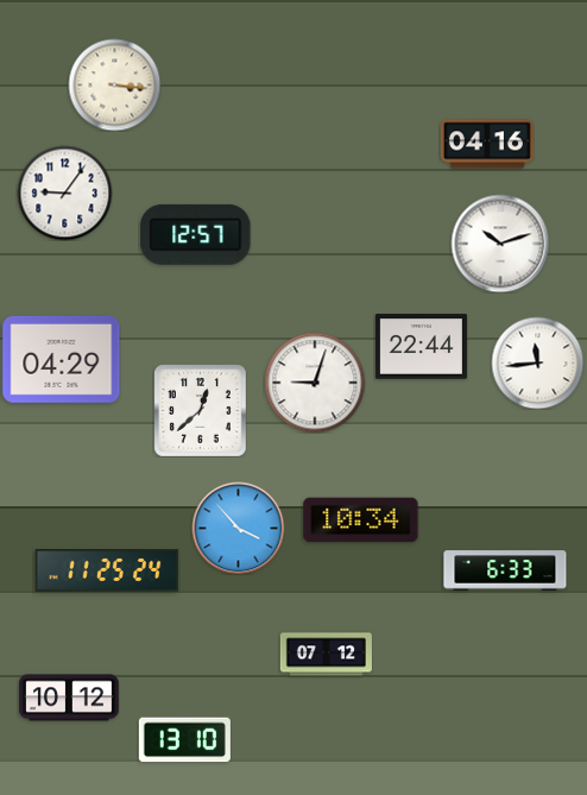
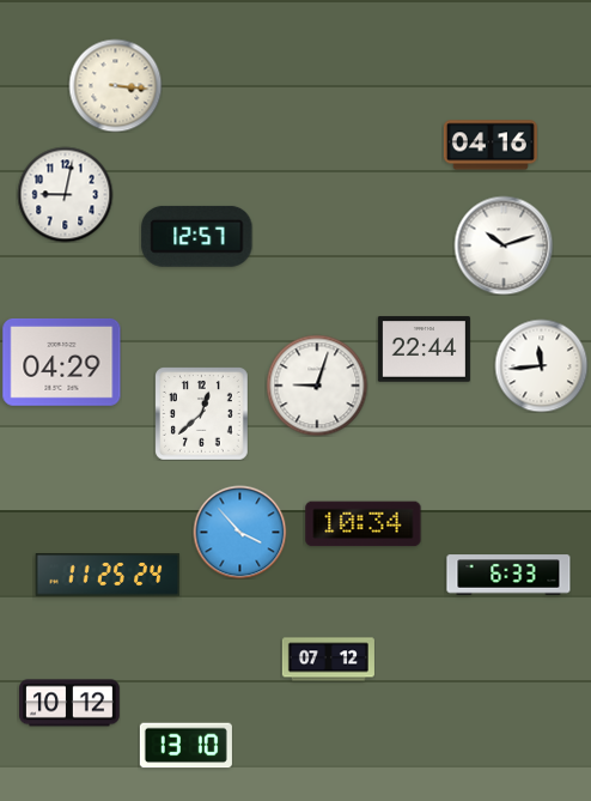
clock at (64, 193): 9:06 -> 9:02
